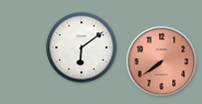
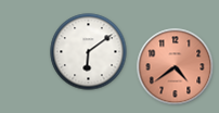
clock at (162, 62): 7:39 -> 4:39
